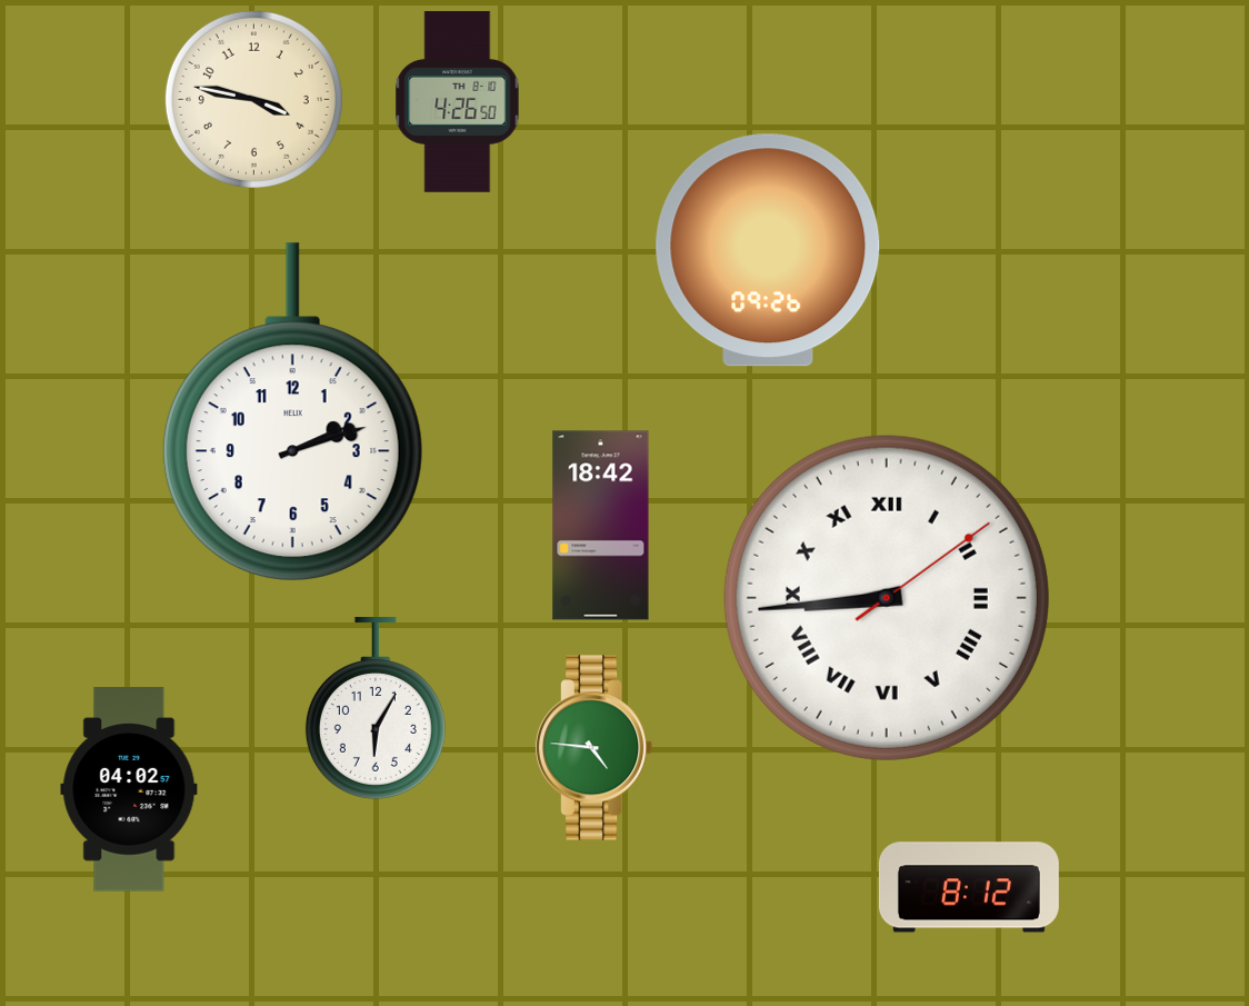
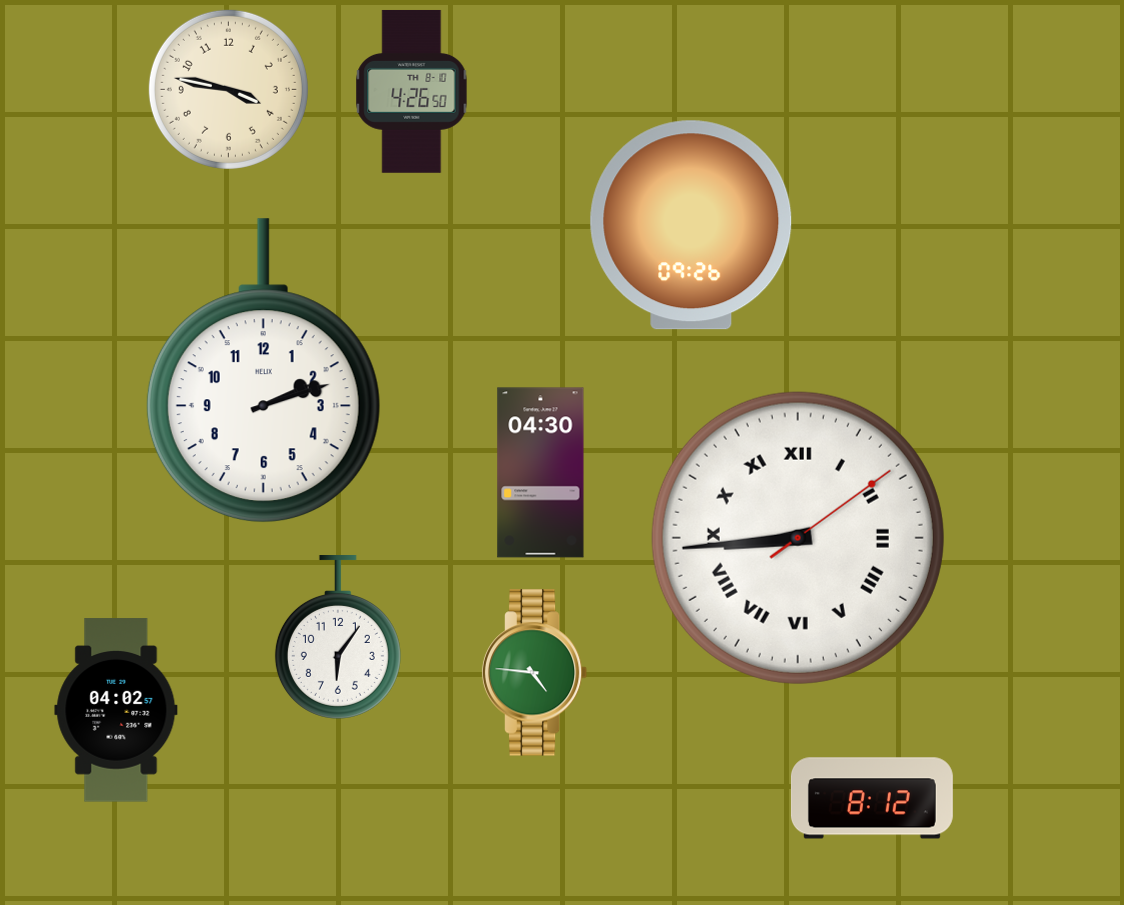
clock at (601, 526): 18:42 -> 04:30
clock at (376, 709): 6:05 -> 6:06
